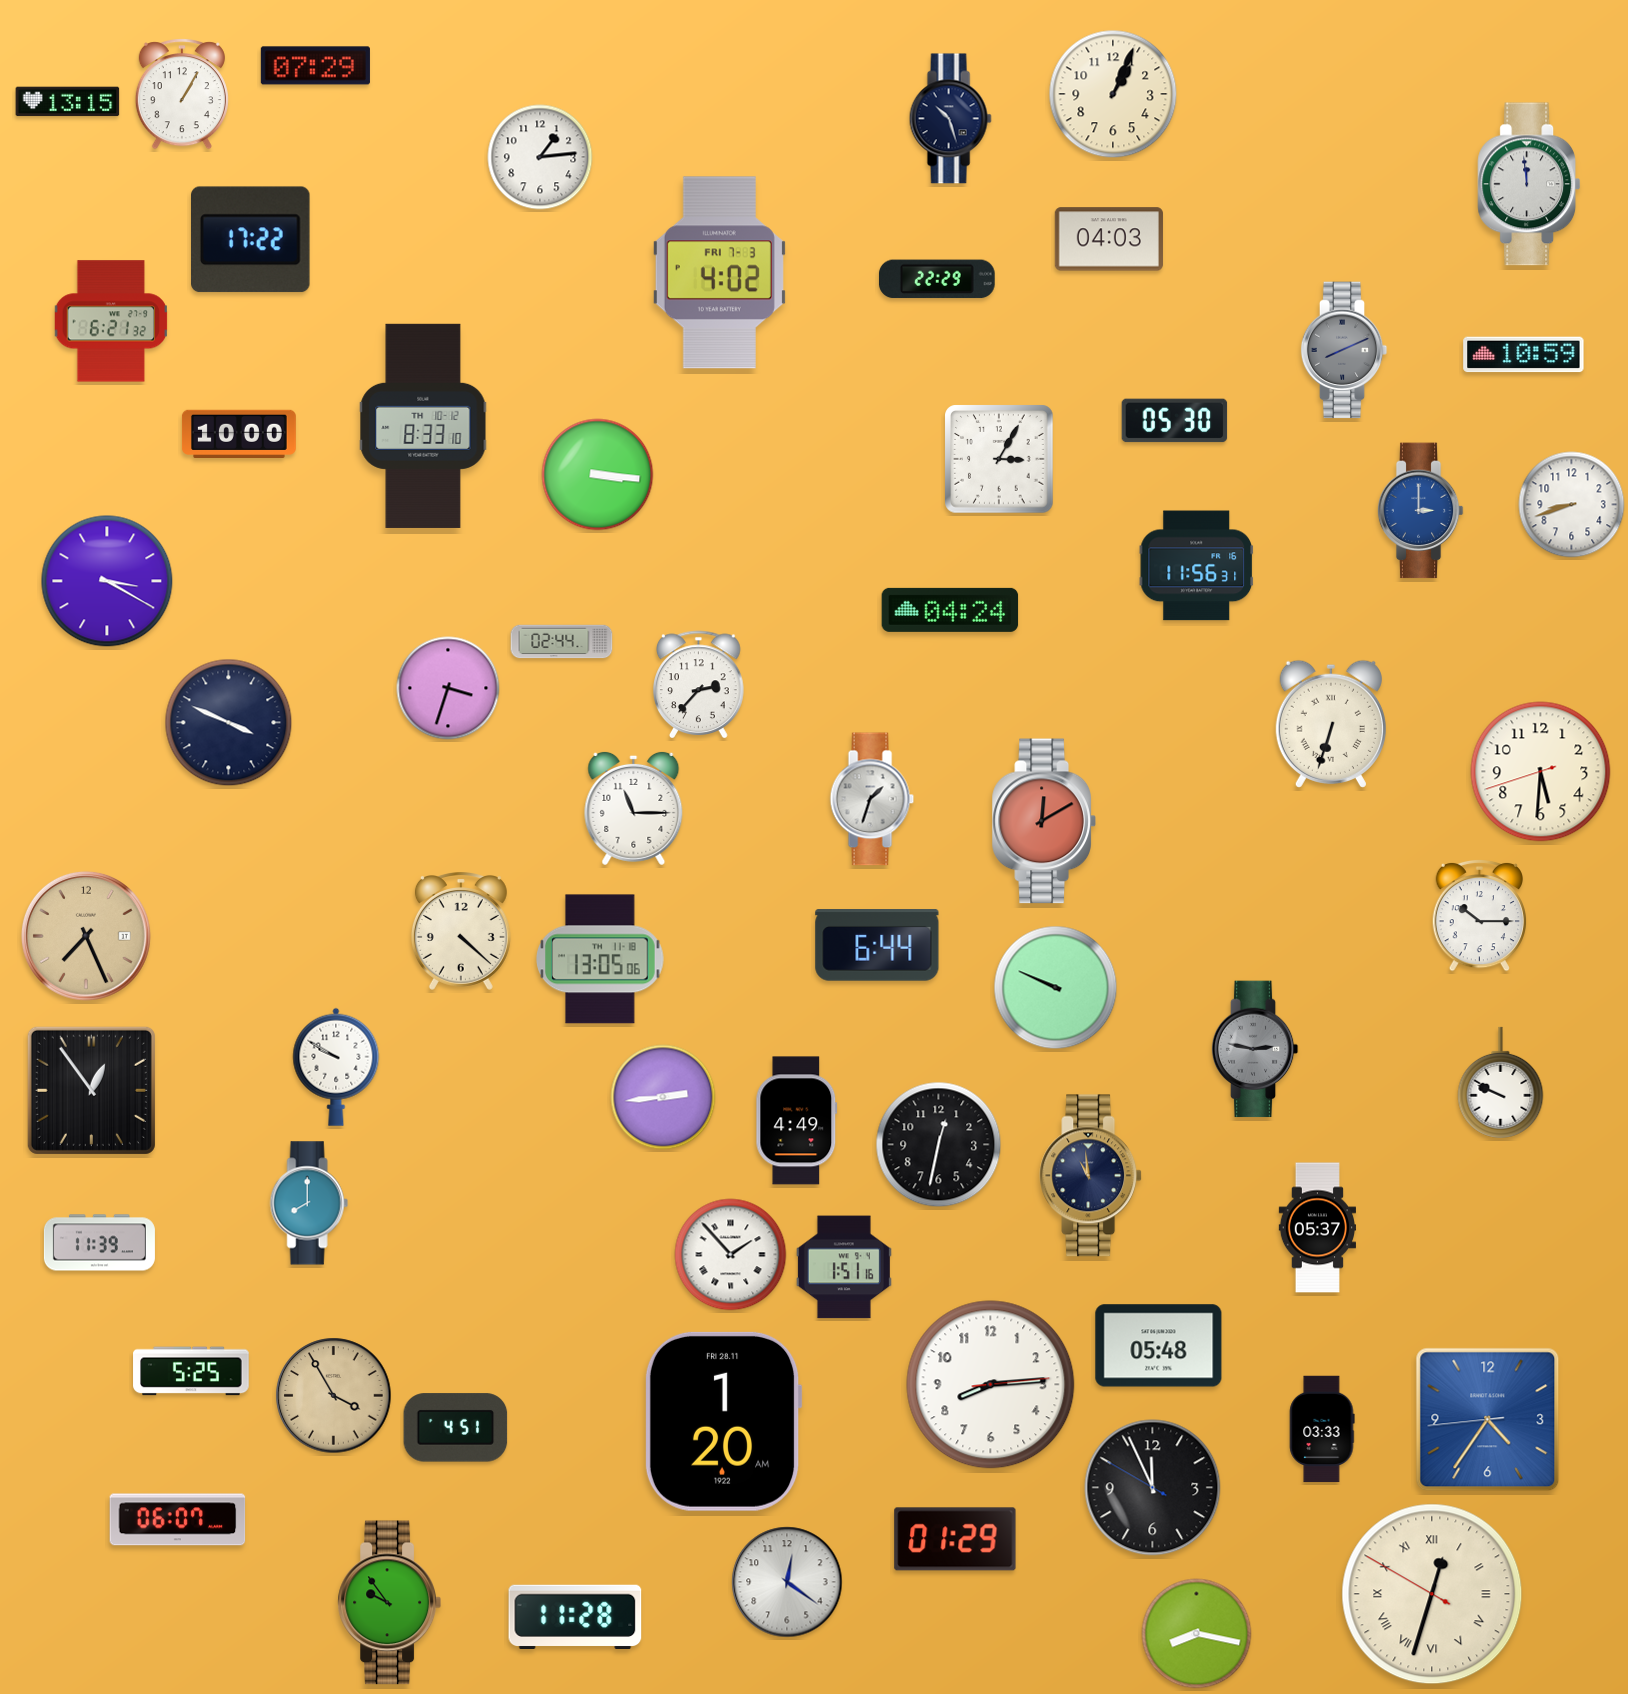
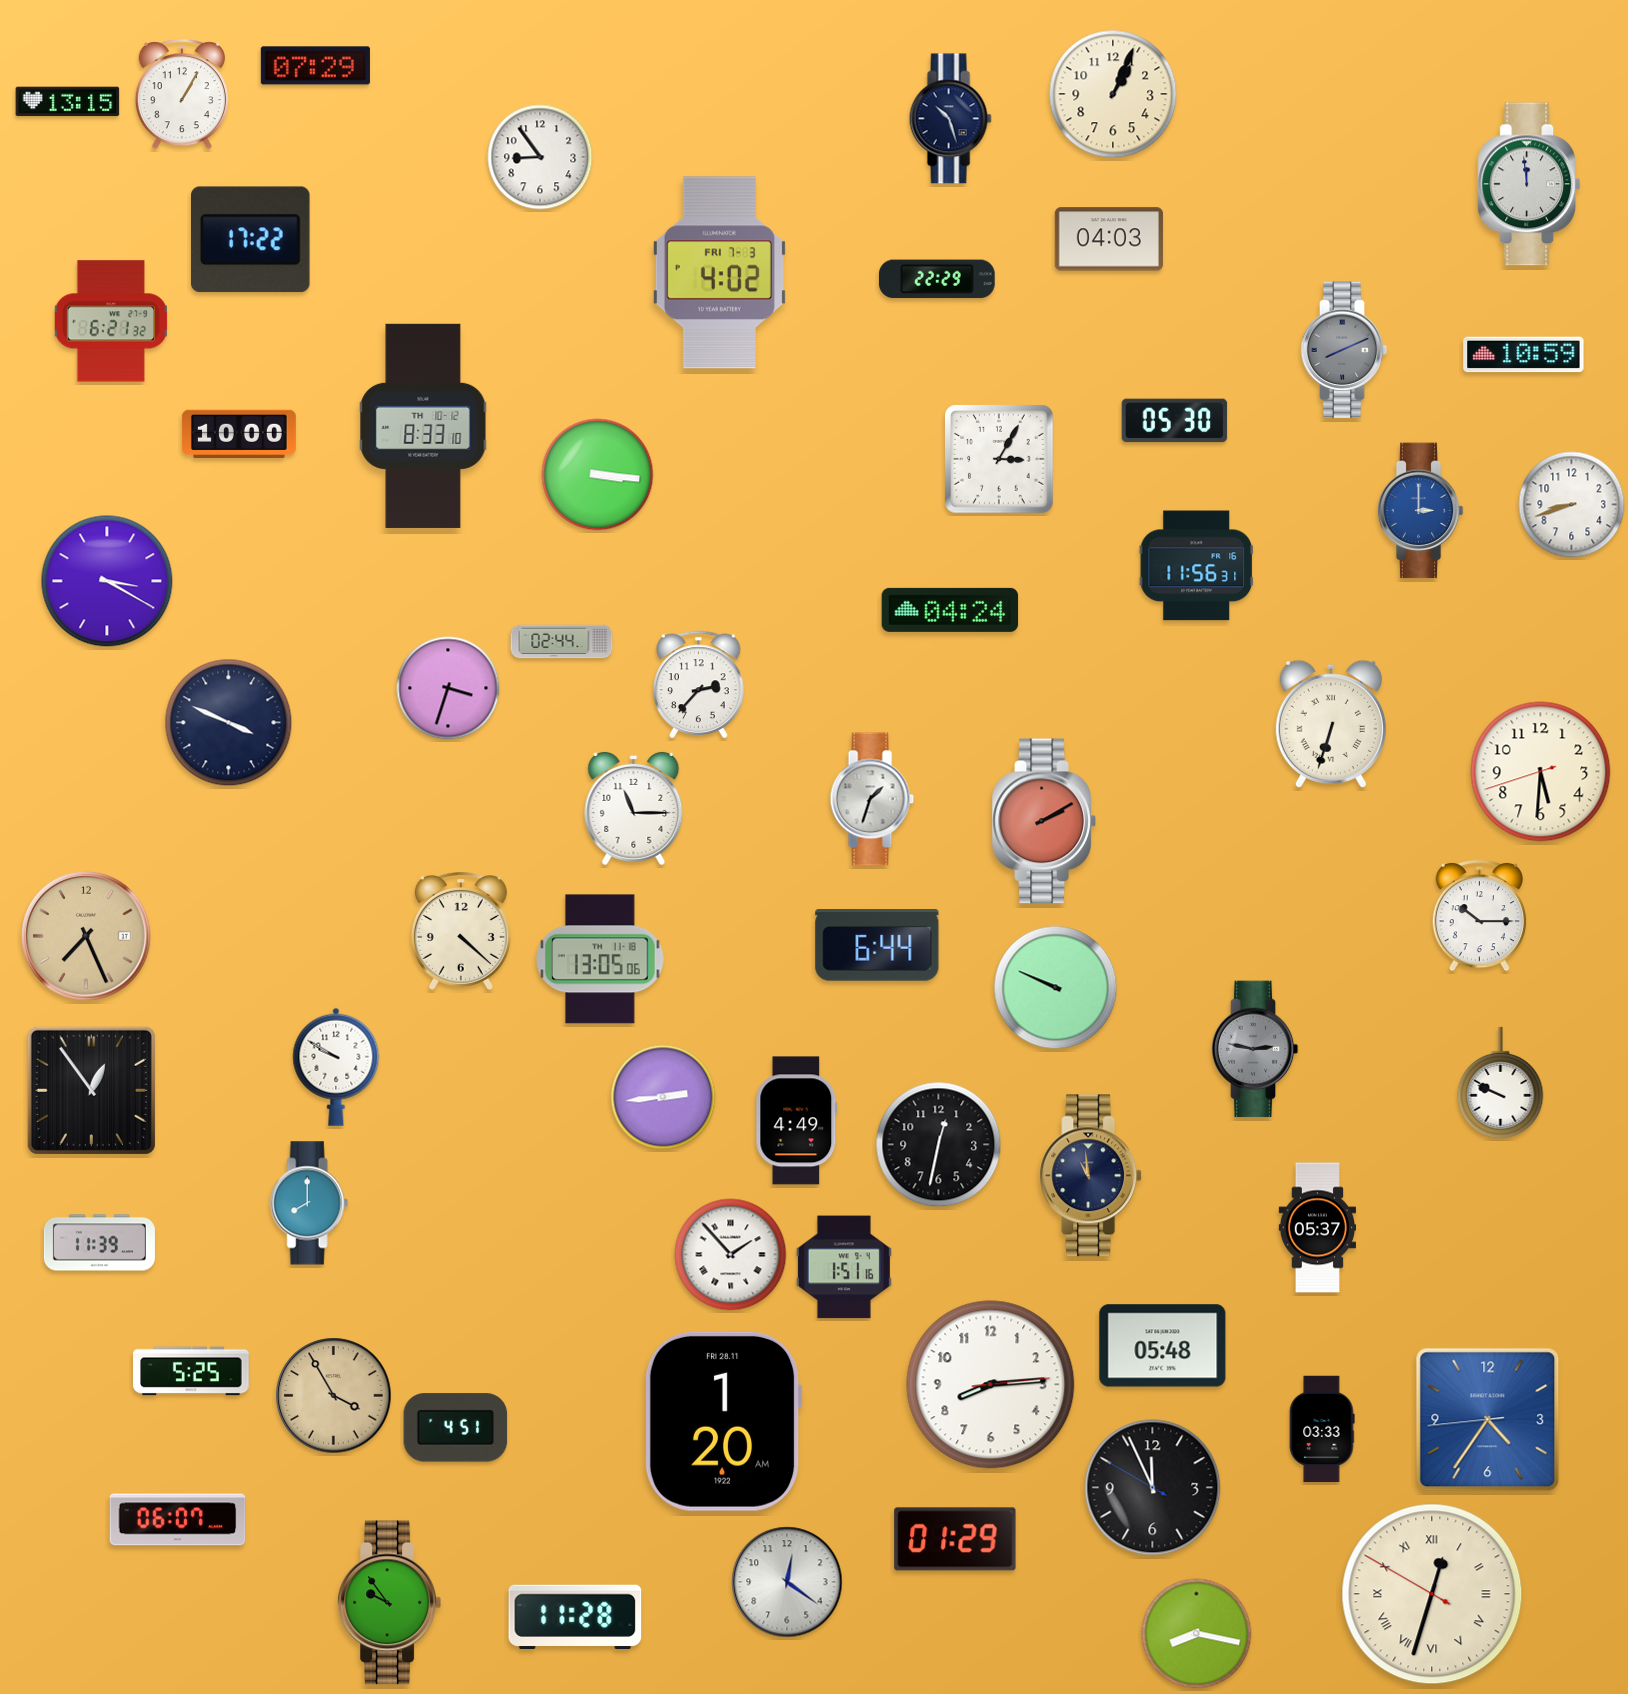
clock at (540, 157): 1:14 -> 8:54
clock at (1044, 821): 12:10 -> 2:10
clock at (1159, 1346) position: (1159, 1346) -> (1163, 1346)
